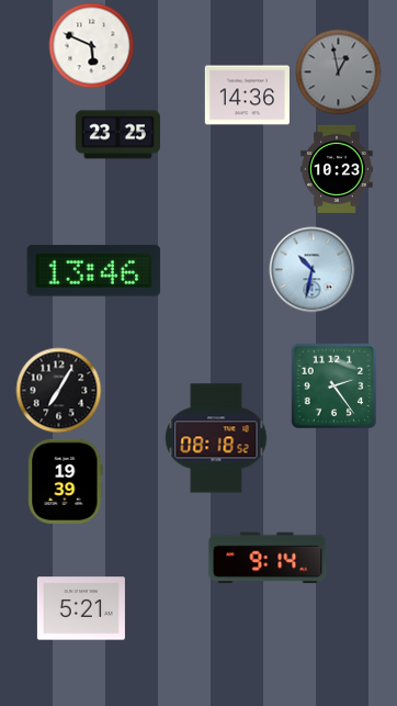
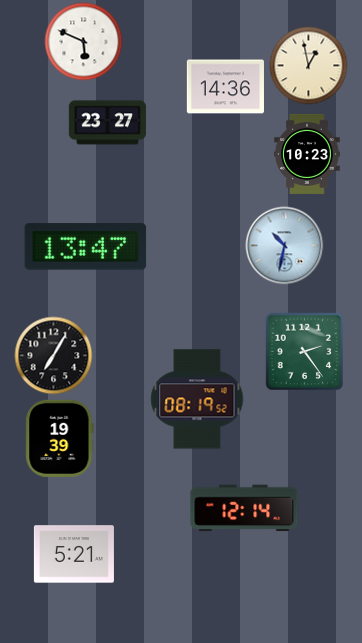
clock at (338, 71) dial: grey -> cream
clock at (117, 135): 23:25 -> 23:27
clock at (94, 271): 13:46 -> 13:47
clock at (216, 438): 08:18 -> 08:19
clock at (268, 558): 9:14 -> 12:14
